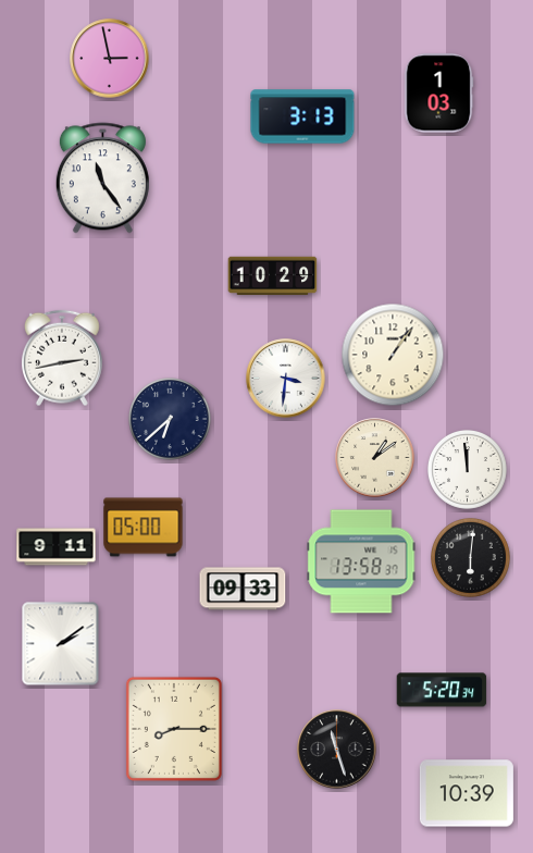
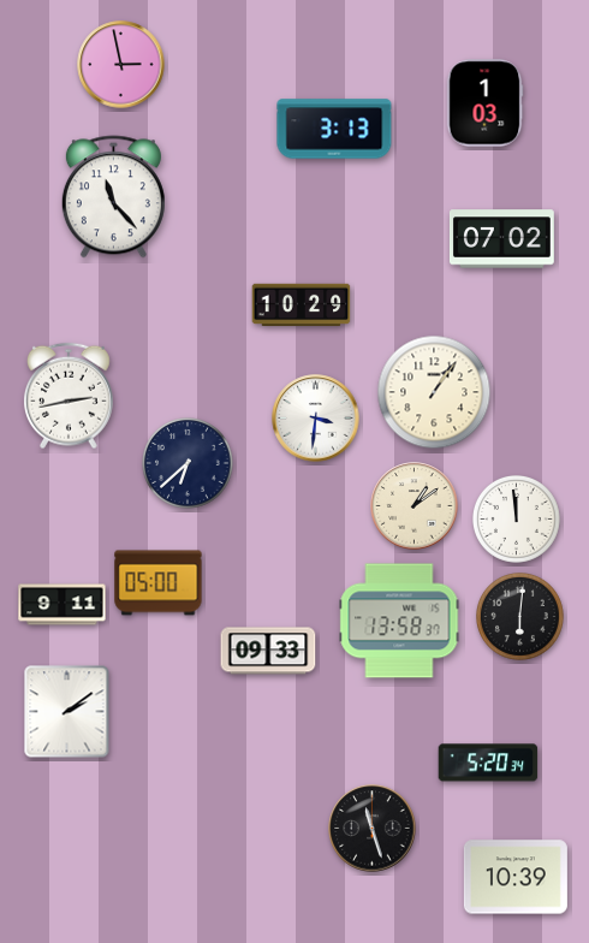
clock at (102, 178): 11:24 -> 11:23
clock at (501, 239): none -> 07:02
clock at (174, 729): 8:15 -> none
